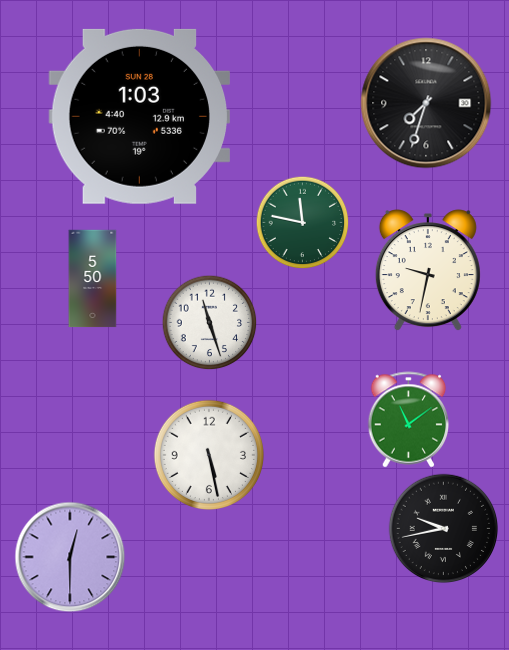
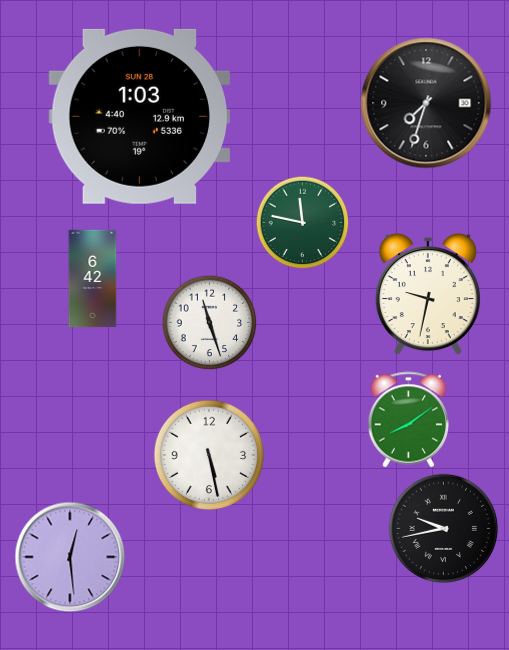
clock at (428, 271) position: (428, 271) -> (428, 295)
clock at (93, 279): 5:50 -> 6:42
clock at (409, 420): 11:09 -> 8:09
clock at (70, 557): 12:30 -> 12:29
